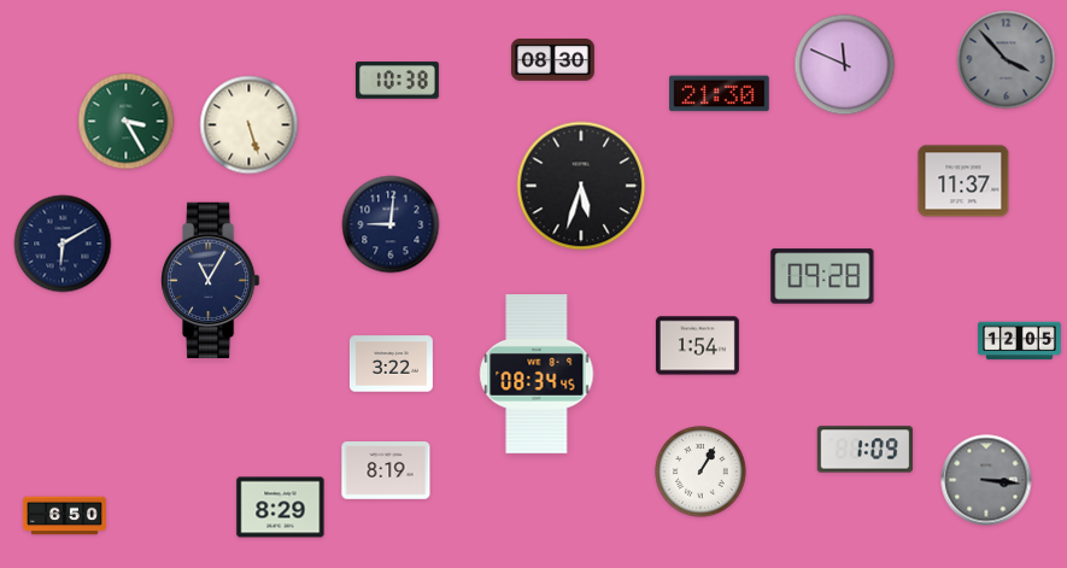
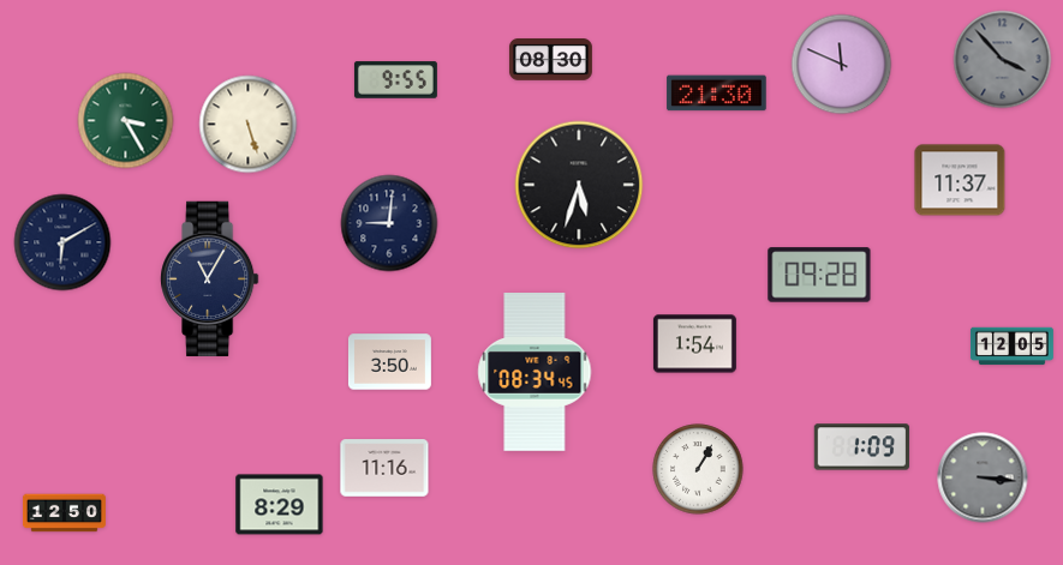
clock at (397, 81): 10:38 -> 9:55
clock at (1019, 341) position: (1019, 341) -> (1011, 347)
clock at (391, 364): 3:22 -> 3:50
clock at (386, 470): 8:19 -> 11:16
clock at (65, 516): 6:50 -> 12:50
